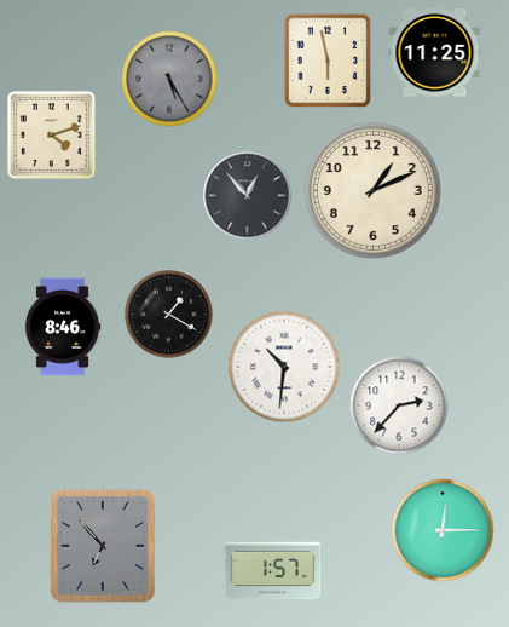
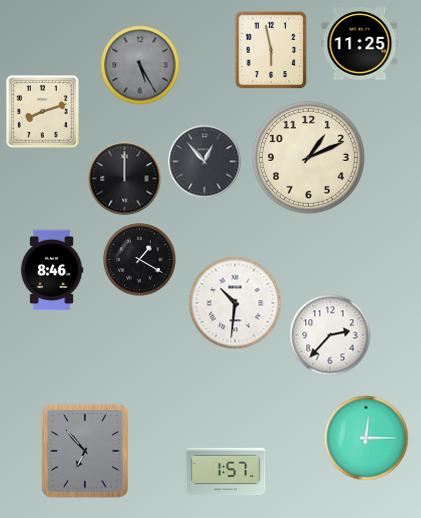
clock at (52, 136): 4:12 -> 8:12
clock at (125, 179): none -> 12:00
